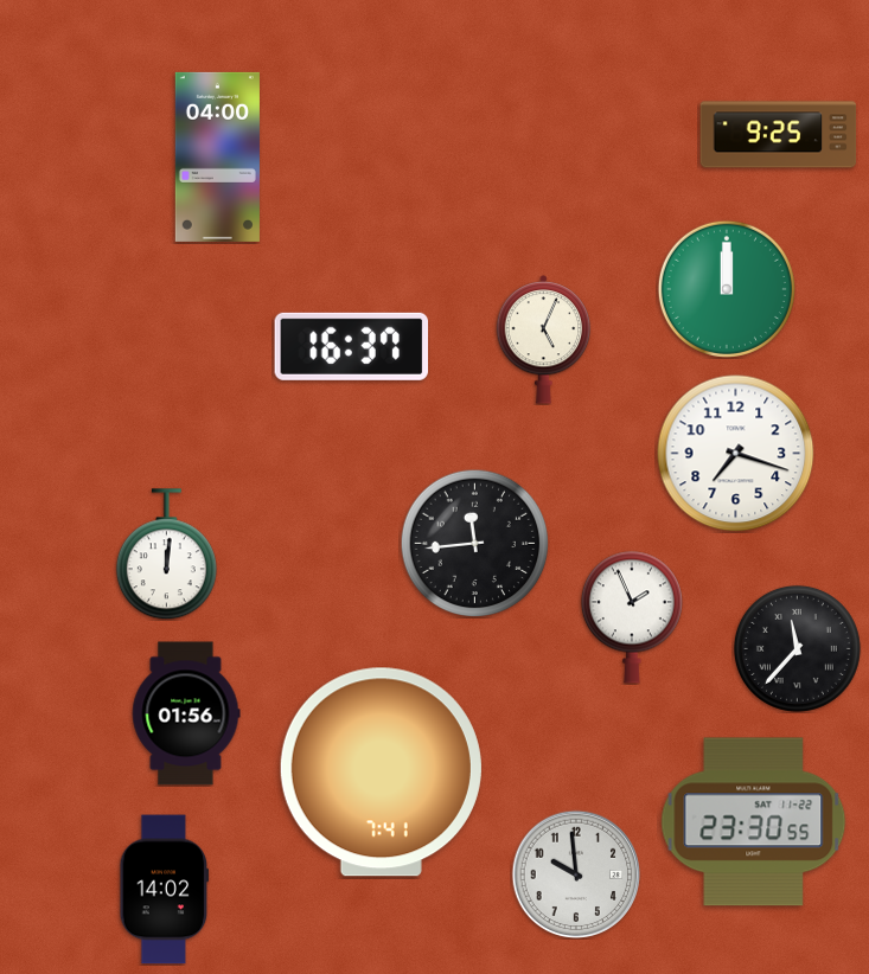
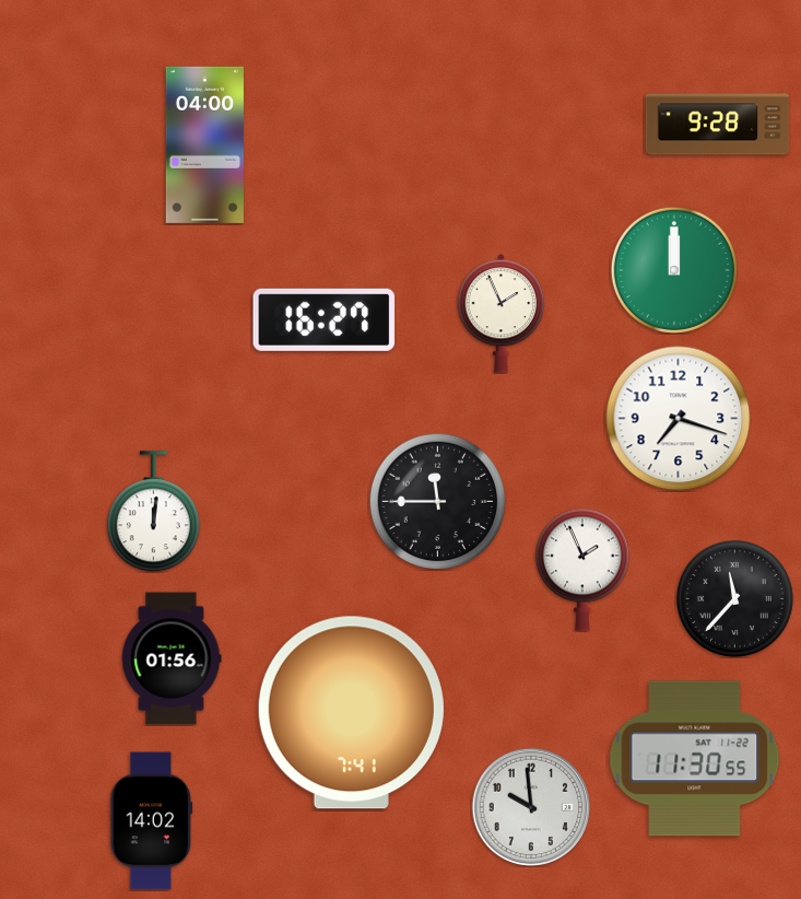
clock at (779, 135): 9:25 -> 9:28
clock at (217, 156) position: (217, 156) -> (204, 144)
clock at (727, 289) position: (727, 289) -> (674, 270)
clock at (544, 340): 5:04 -> 1:56
clock at (352, 346): 16:37 -> 16:27
clock at (474, 543): 11:44 -> 11:45
clock at (754, 822): 23:30 -> 11:30
